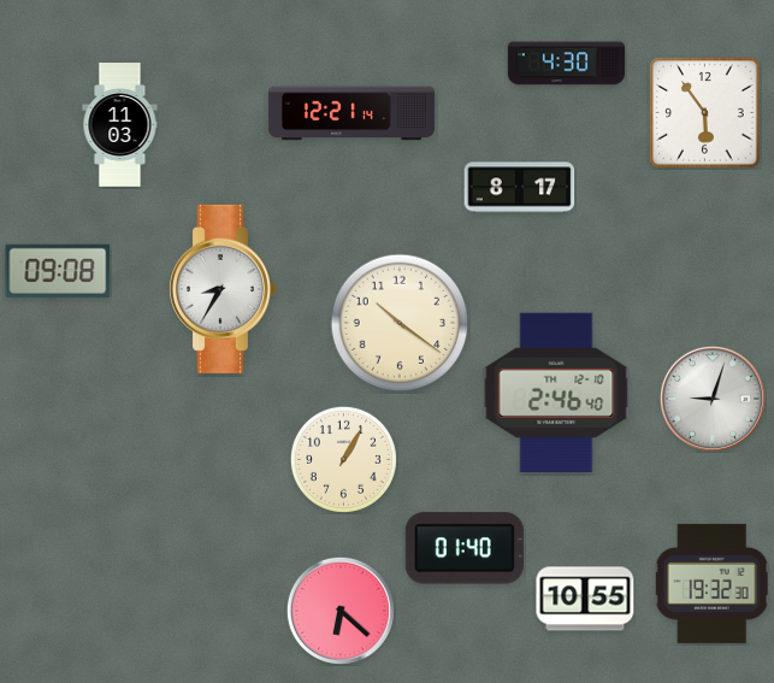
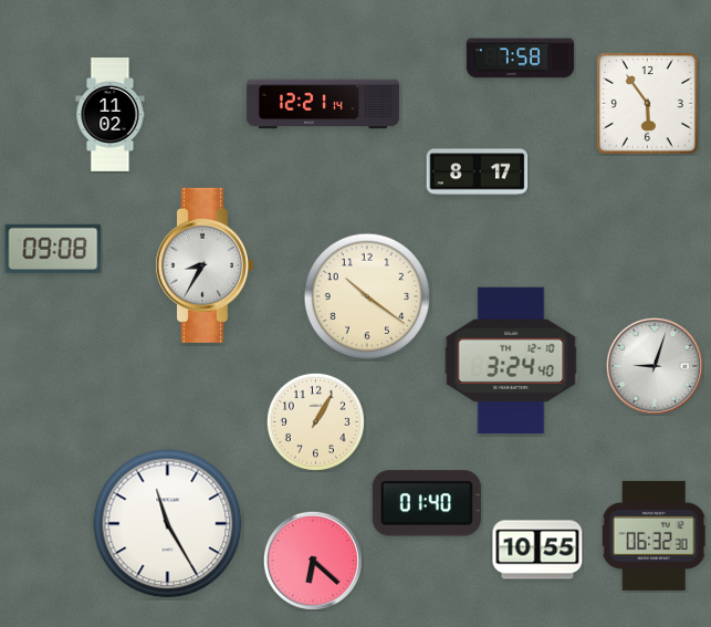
clock at (566, 64): 4:30 -> 7:58
clock at (120, 125): 11:03 -> 11:02
clock at (556, 393): 2:46 -> 3:24
clock at (168, 524): none -> 11:25
clock at (711, 583): 19:32 -> 06:32
